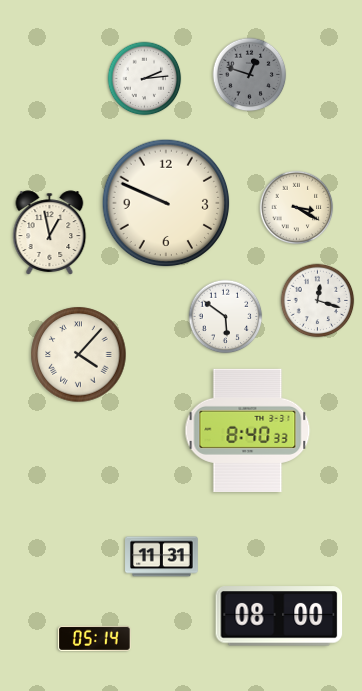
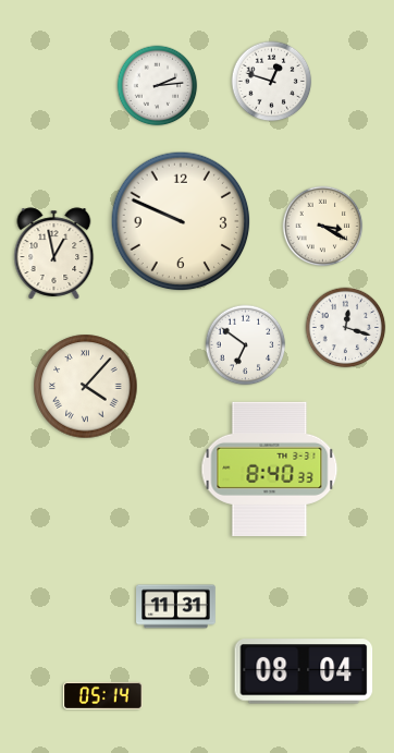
clock at (250, 75) dial: grey -> white
clock at (226, 317): 5:51 -> 6:51
clock at (279, 616): 08:00 -> 08:04
